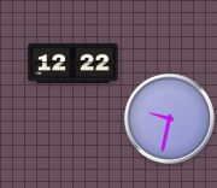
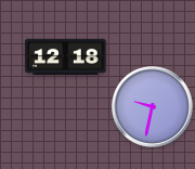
clock at (74, 63): 12:22 -> 12:18
